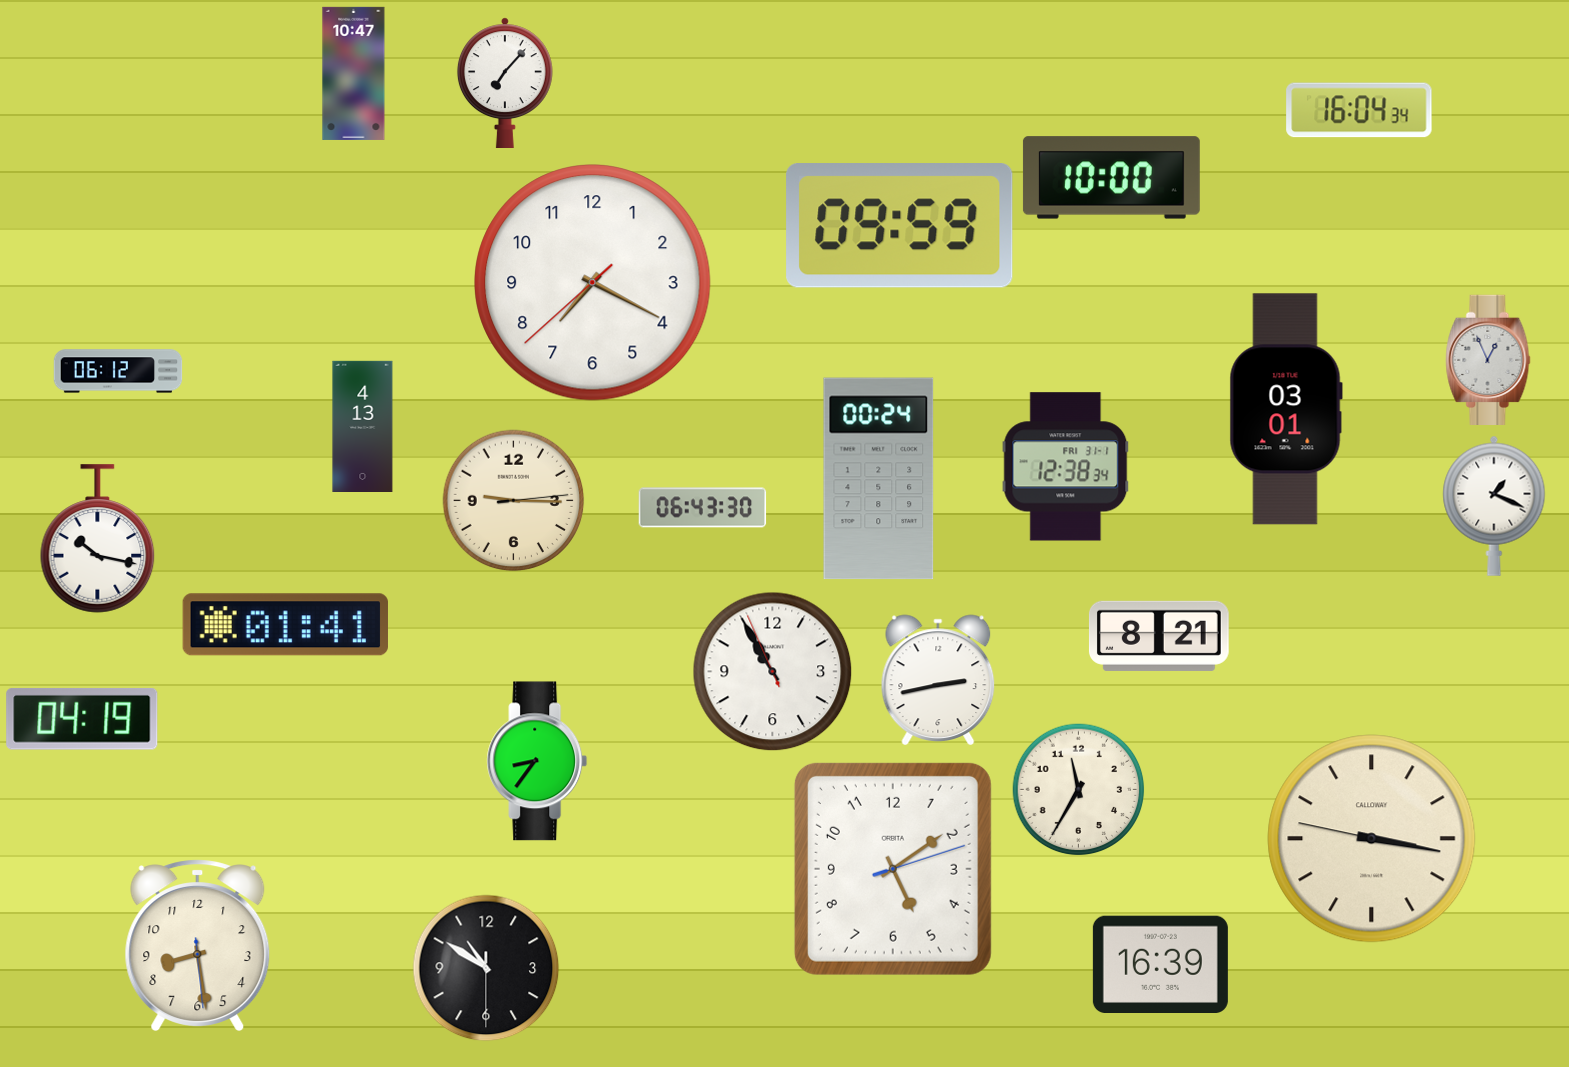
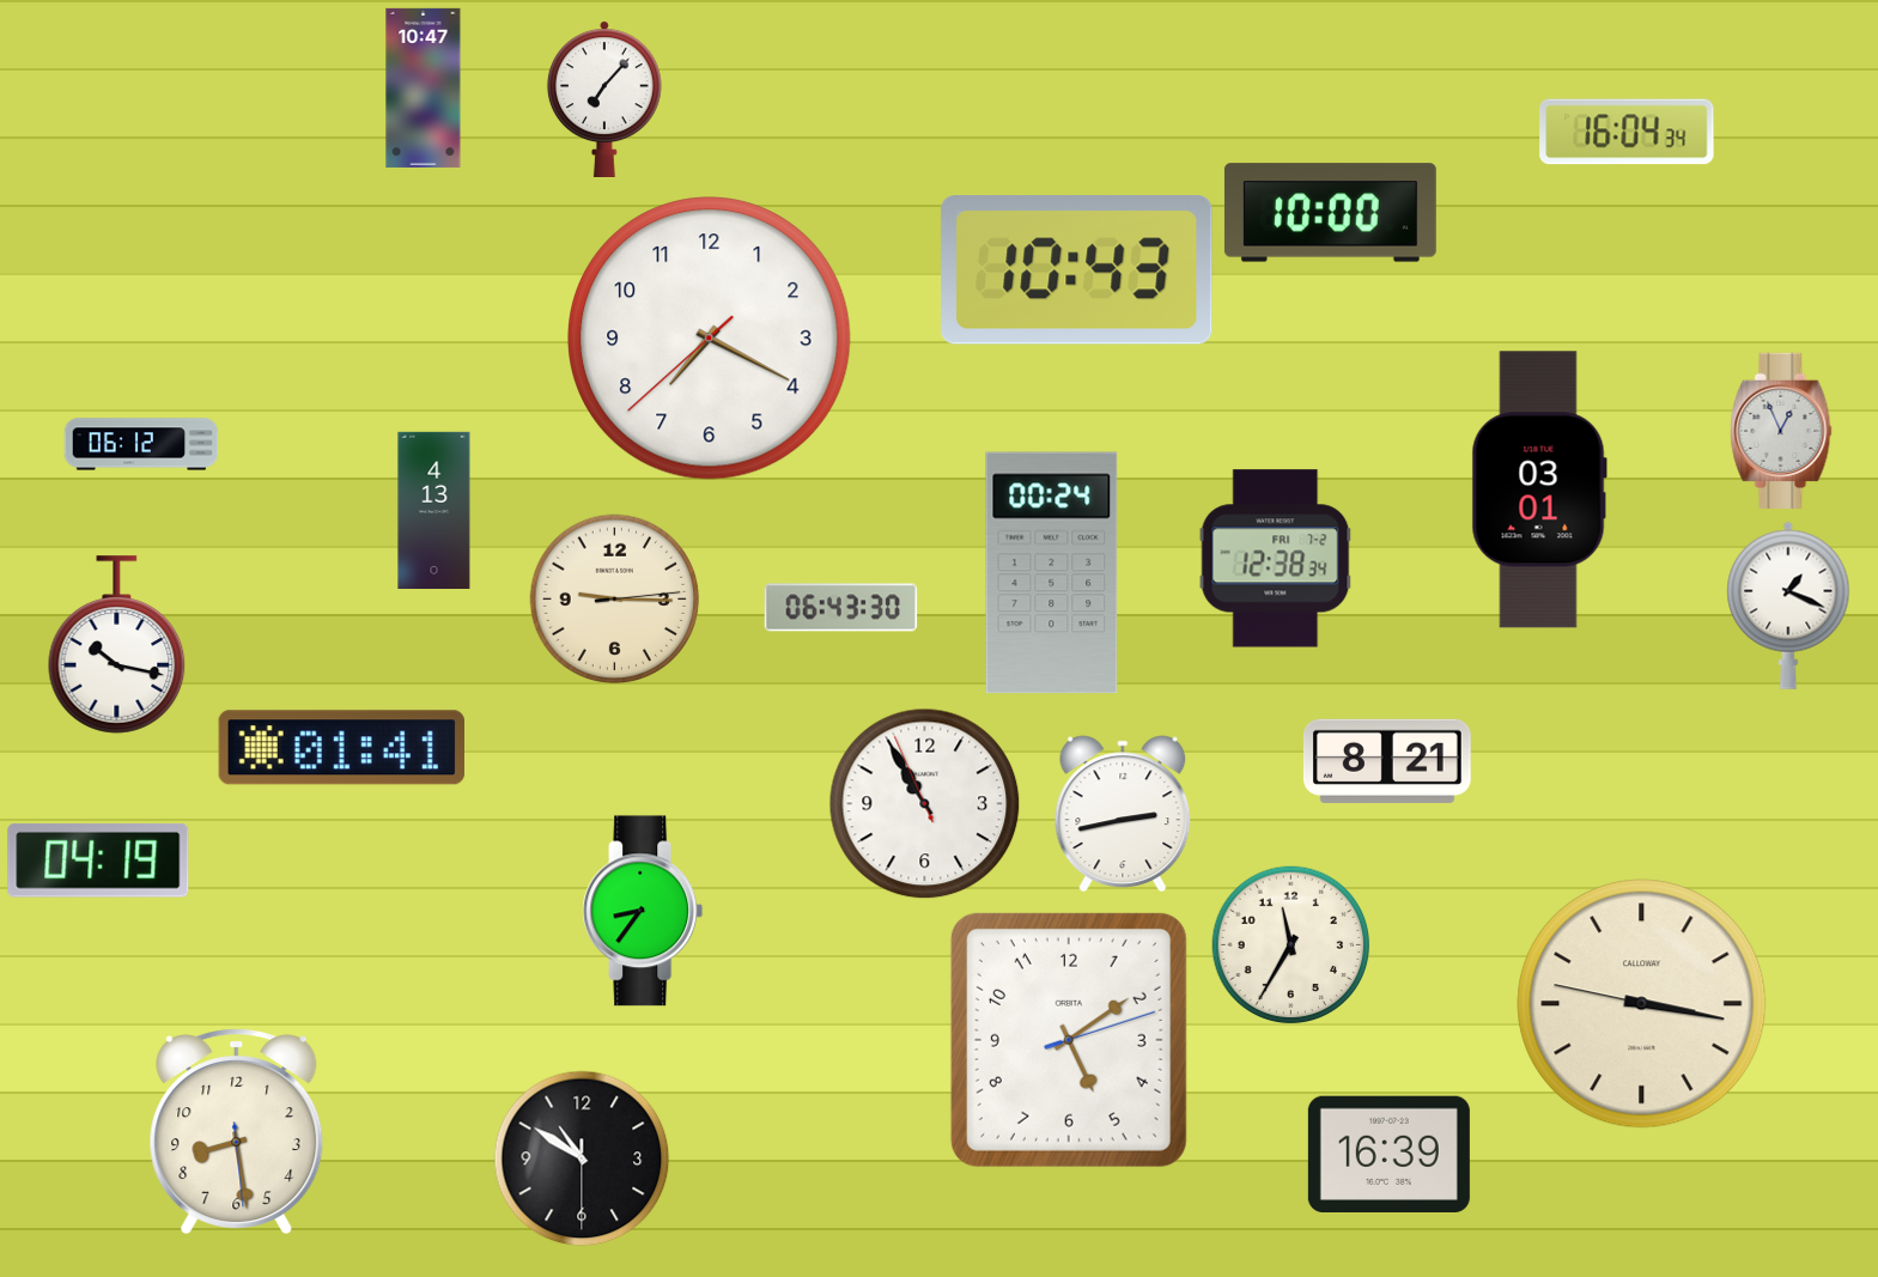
clock at (900, 226): 09:59 -> 10:43
clock at (1066, 467) date: FRI 31-1 -> FRI 7-2
